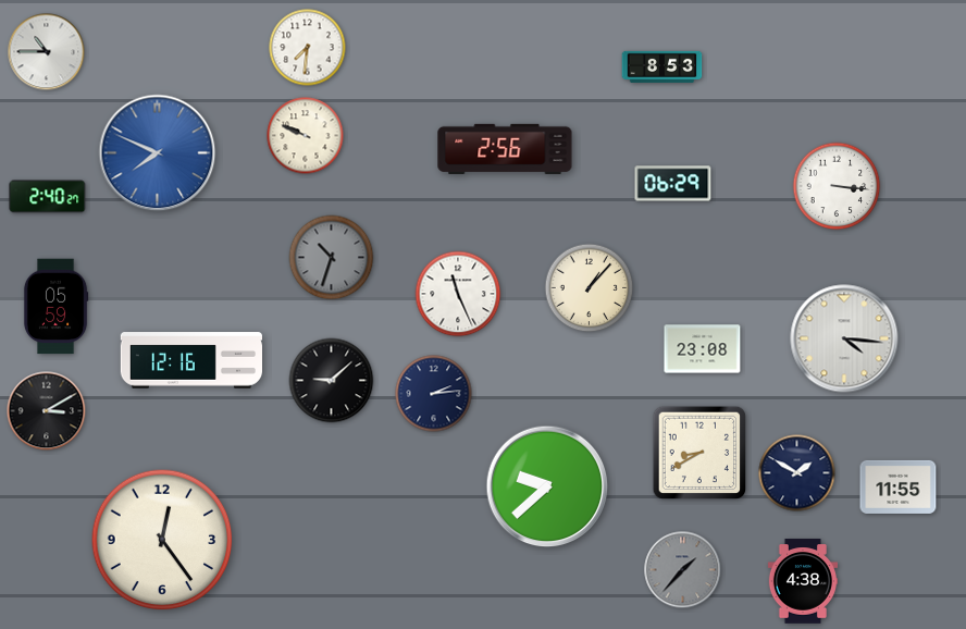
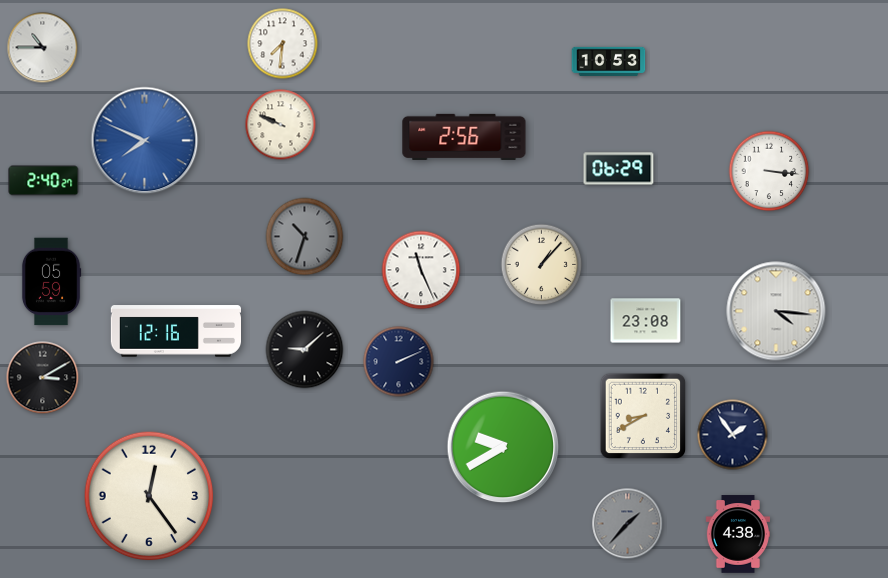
clock at (662, 66): 8:53 -> 10:53
clock at (434, 394): 2:14 -> 2:11
clock at (797, 473): 1:50 -> 1:54
clock at (547, 486): 9:38 -> 9:40
clock at (899, 486): 11:55 -> none
